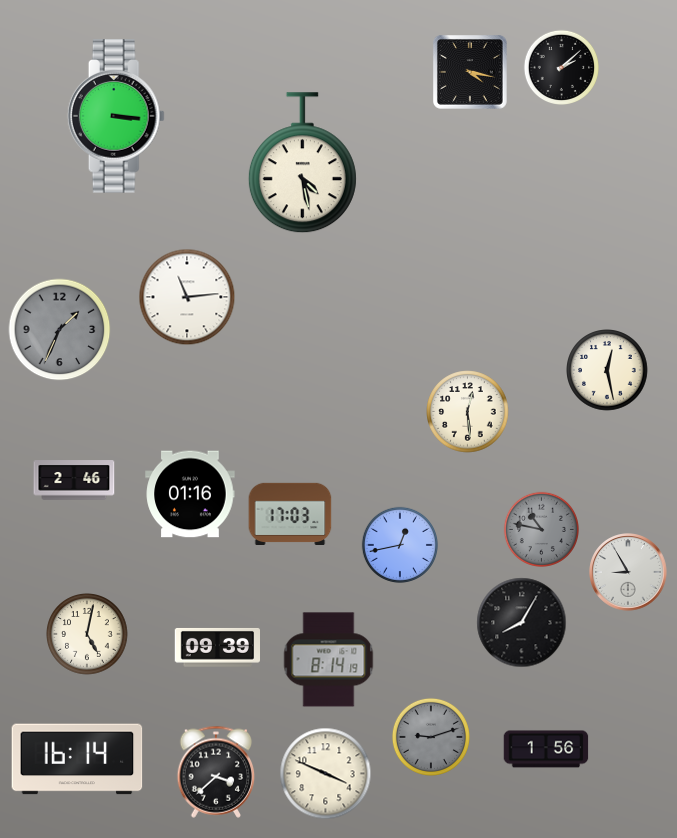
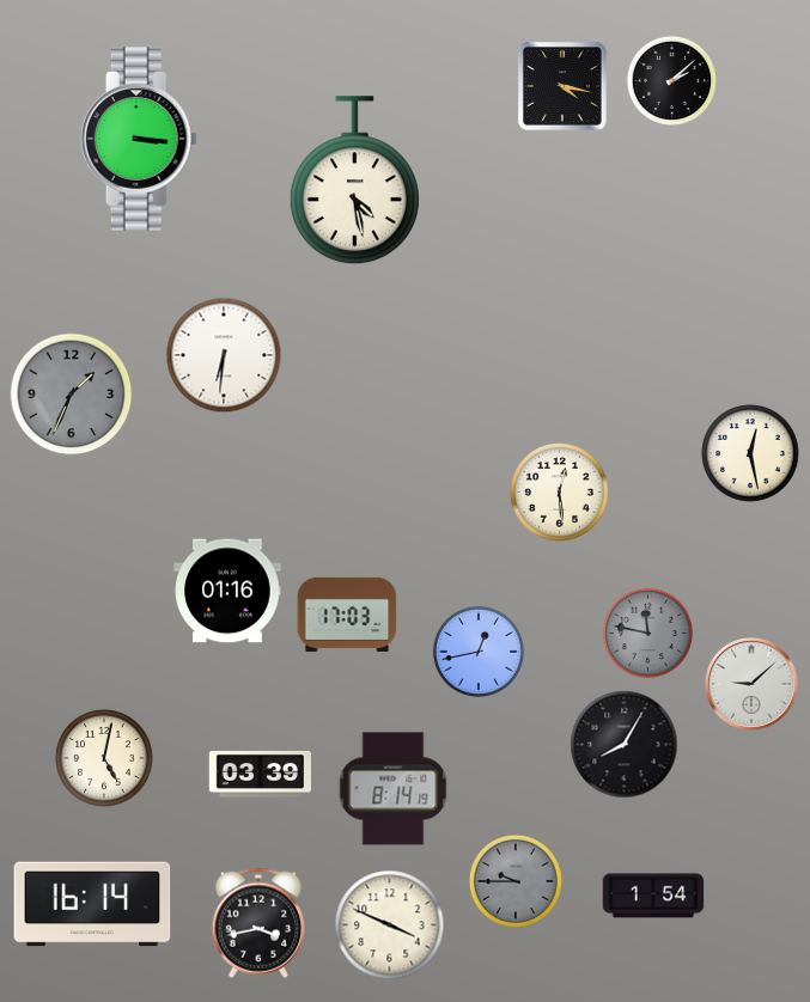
clock at (302, 163) position: (302, 163) -> (354, 181)
clock at (187, 297): 11:14 -> 6:31
clock at (607, 370) position: (607, 370) -> (750, 453)
clock at (74, 480): 2:46 -> none
clock at (542, 530): 10:47 -> 11:47
clock at (628, 572): 8:55 -> 9:08
clock at (217, 647): 09:39 -> 03:39
clock at (431, 737): 9:12 -> 9:45
clock at (546, 749): 1:56 -> 1:54
clock at (77, 759) position: (77, 759) -> (92, 904)
clock at (216, 772): 3:38 -> 3:43
